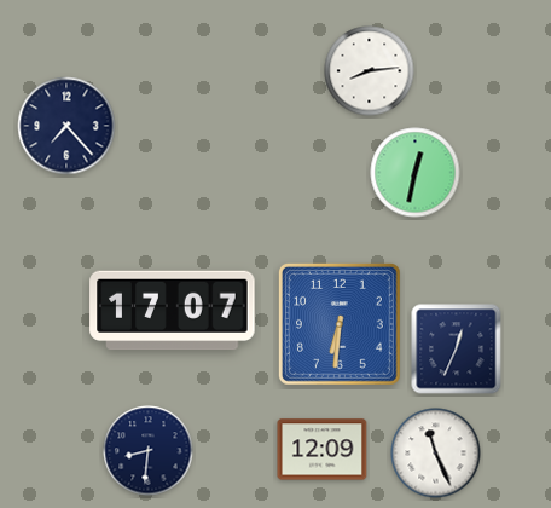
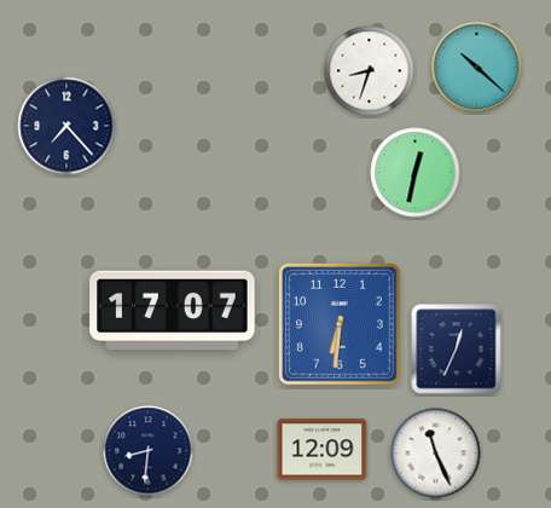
clock at (477, 68): none -> 10:22
clock at (370, 71): 8:14 -> 8:33
